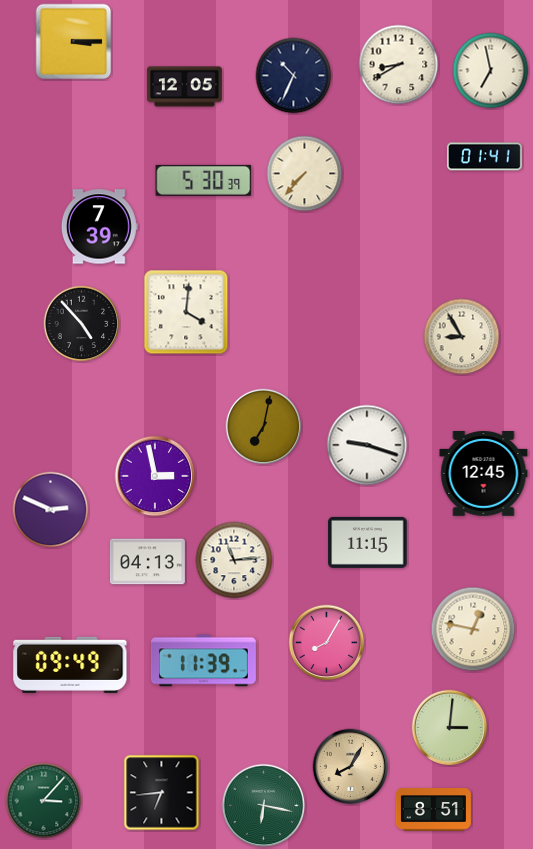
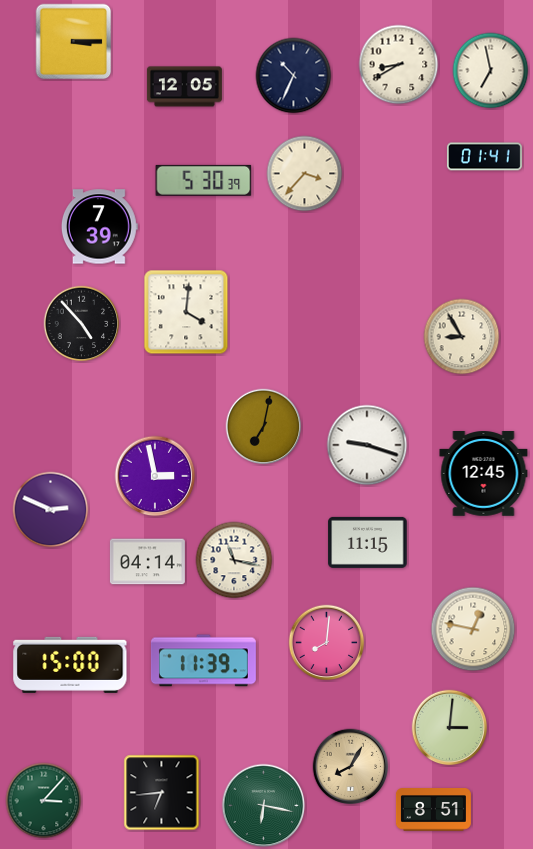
clock at (305, 174): 7:37 -> 3:37
clock at (234, 560): 11:14 -> 11:17
clock at (147, 562): 04:13 -> 04:14
clock at (327, 643): 8:05 -> 8:01
clock at (70, 665): 09:49 -> 15:00
